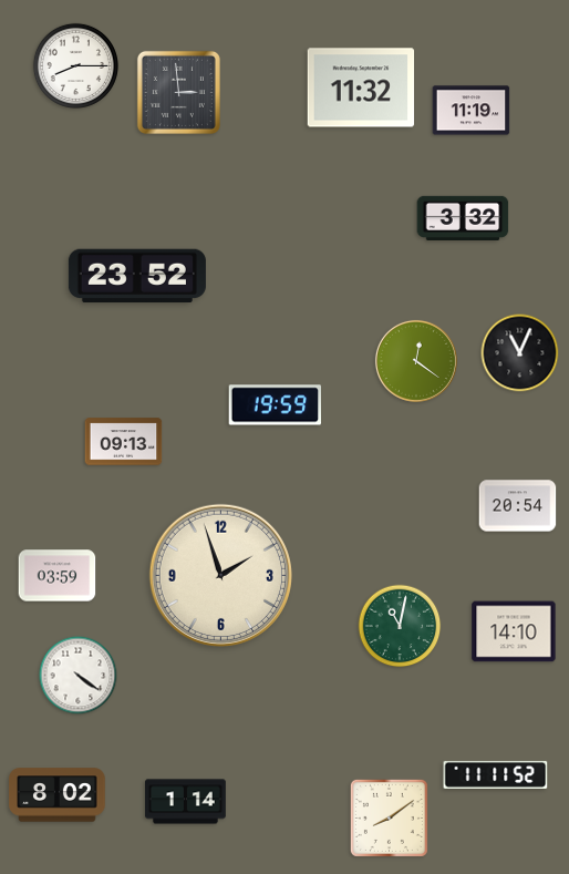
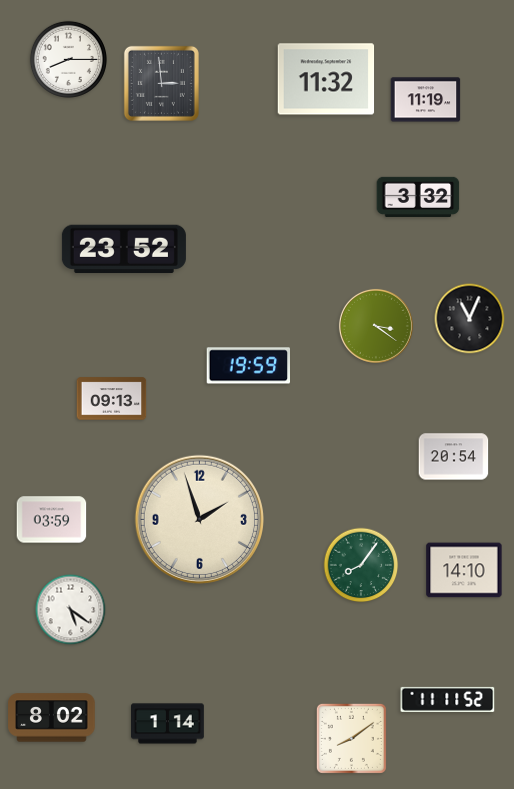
clock at (416, 361): 12:21 -> 3:21
clock at (518, 506) position: (518, 506) -> (454, 457)
clock at (400, 626): 11:02 -> 8:06
clock at (79, 676): 4:21 -> 5:21
